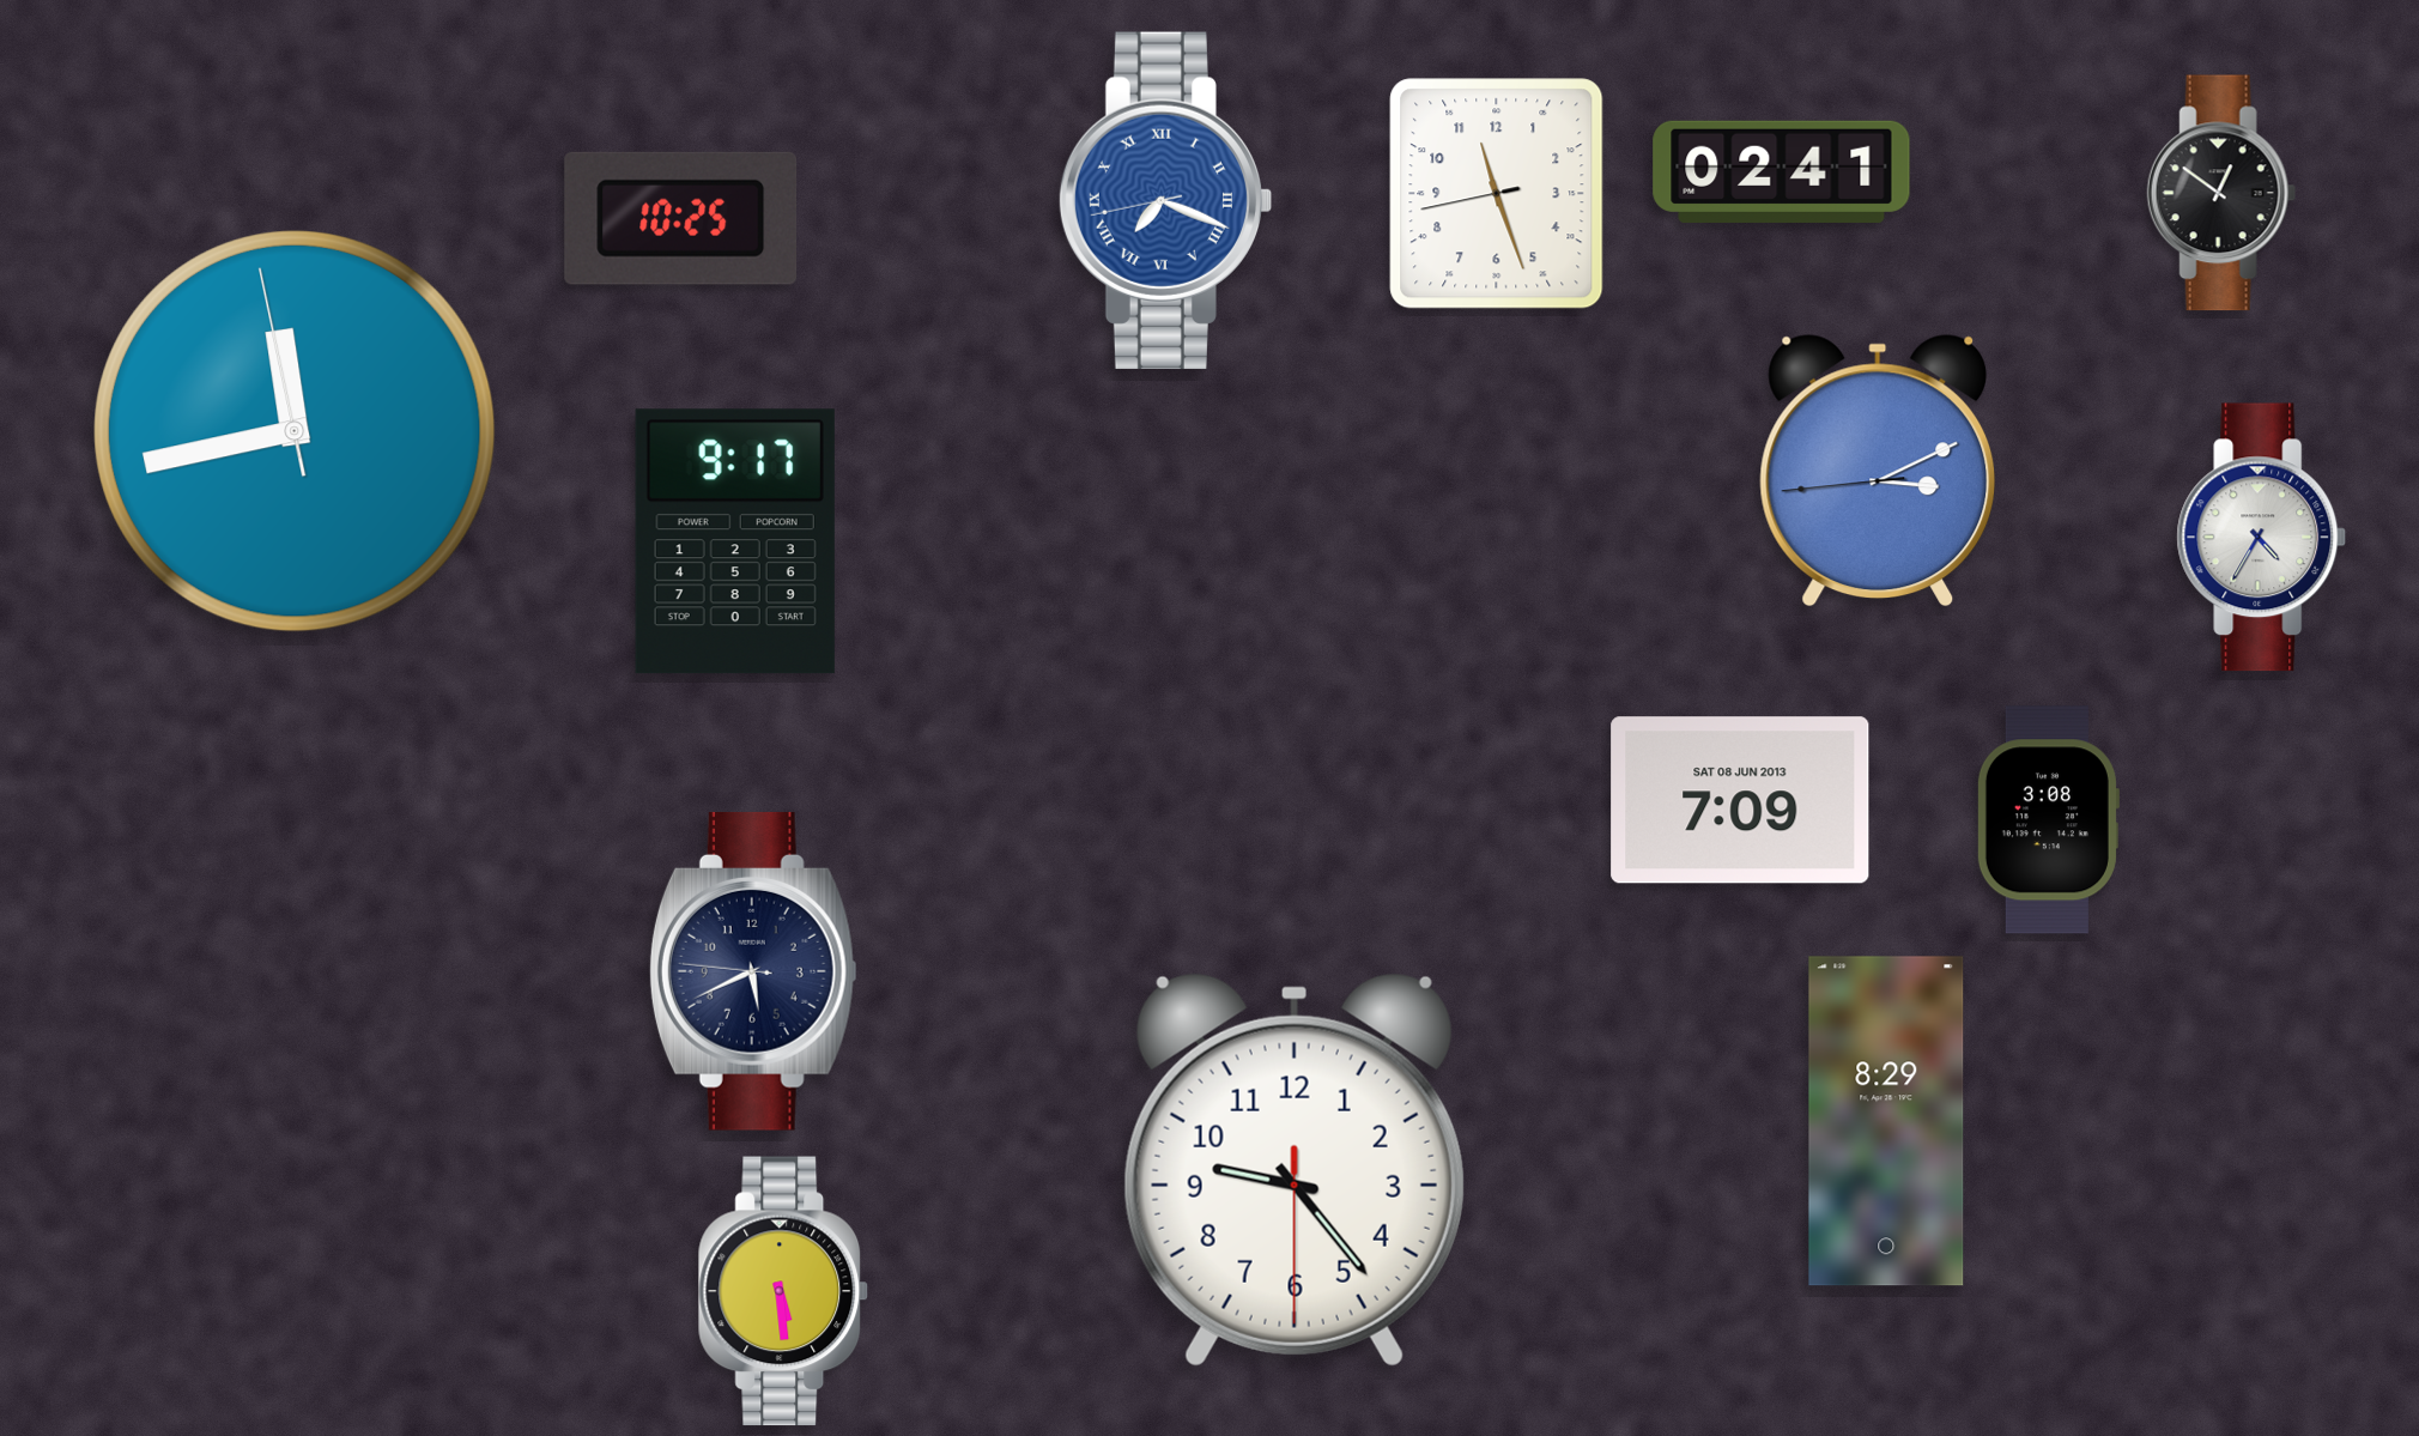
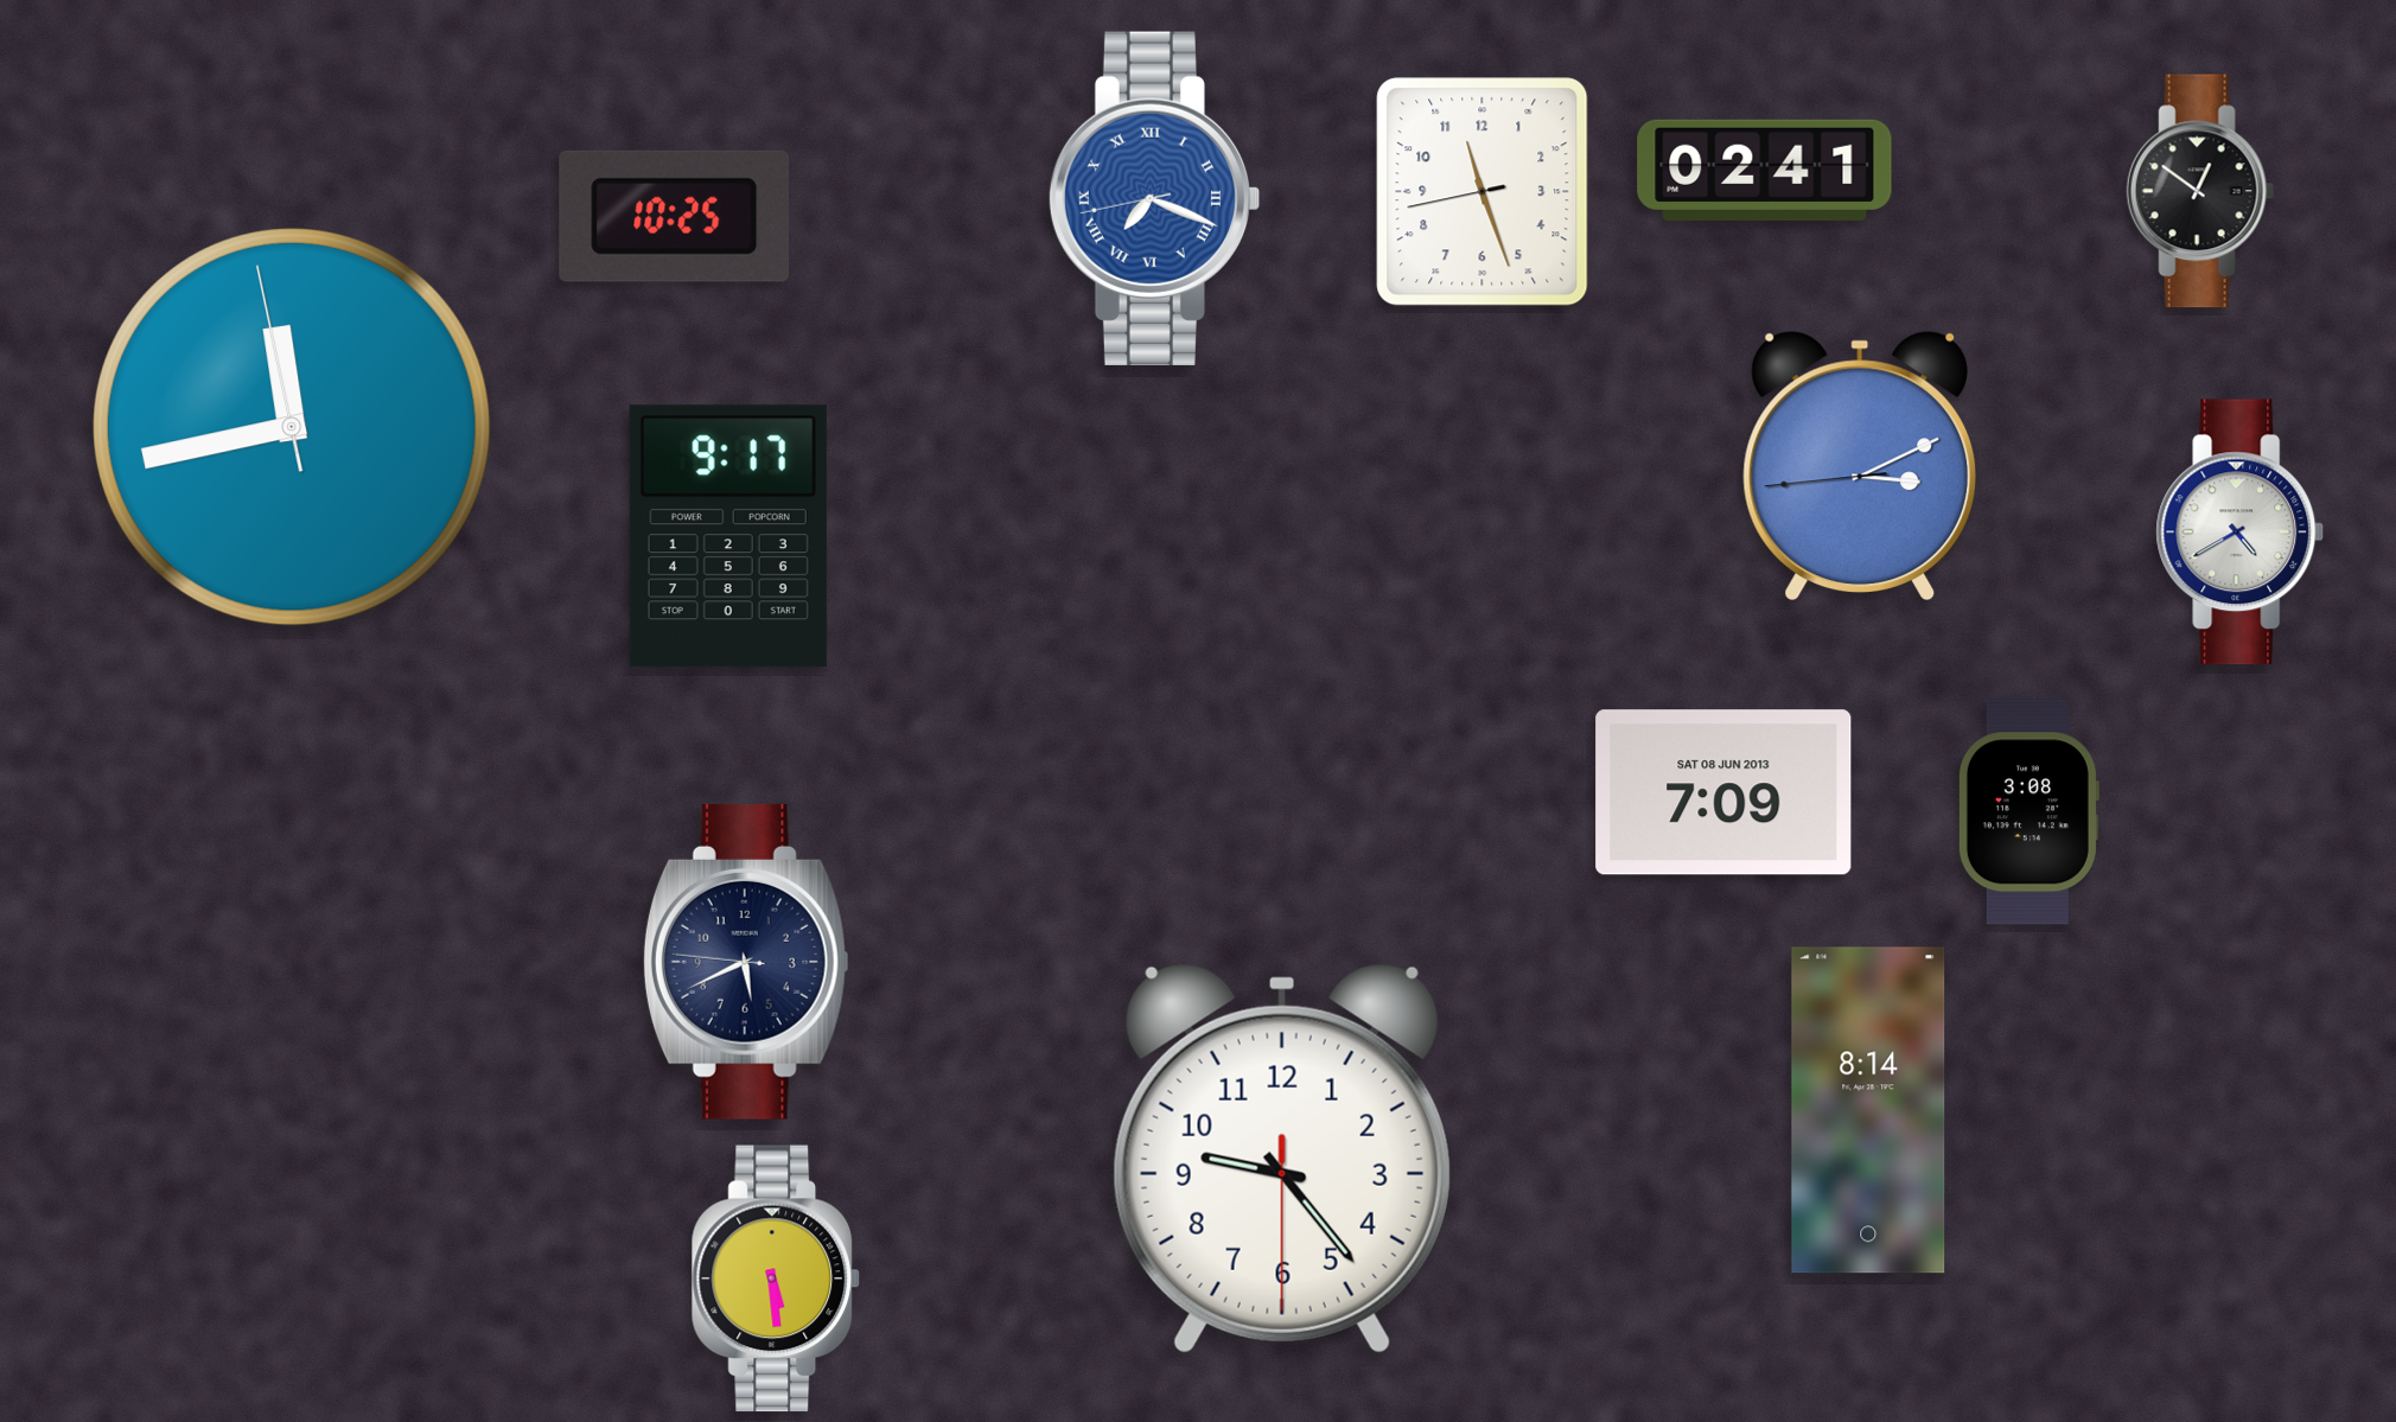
clock at (2262, 538): 4:35 -> 4:40
clock at (1886, 1121): 8:29 -> 8:14
